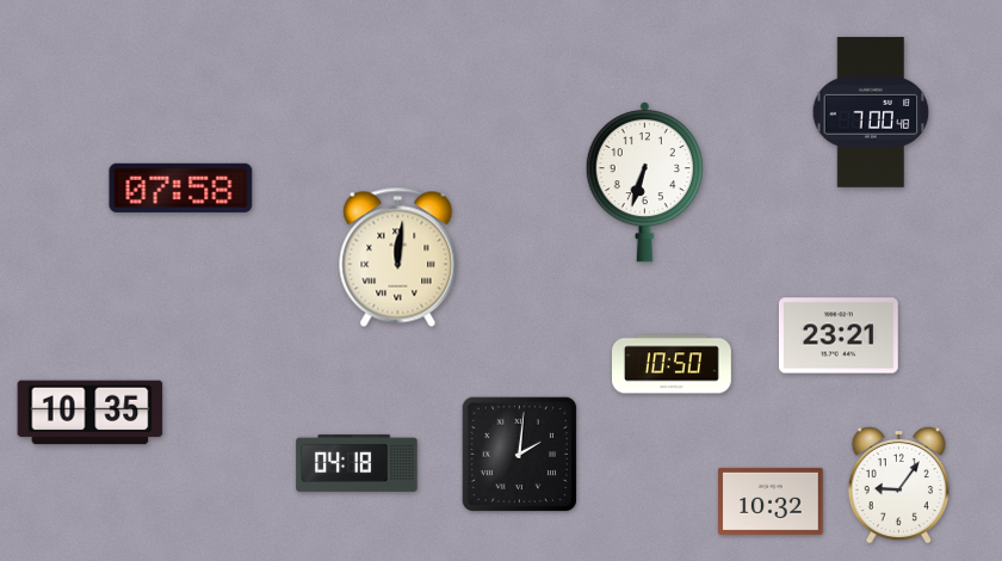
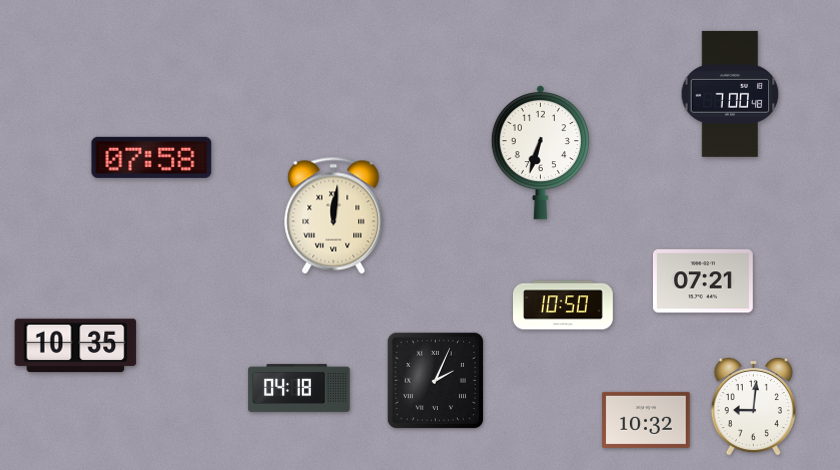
clock at (839, 335): 23:21 -> 07:21
clock at (519, 454): 2:01 -> 2:04
clock at (898, 485): 9:06 -> 9:01
